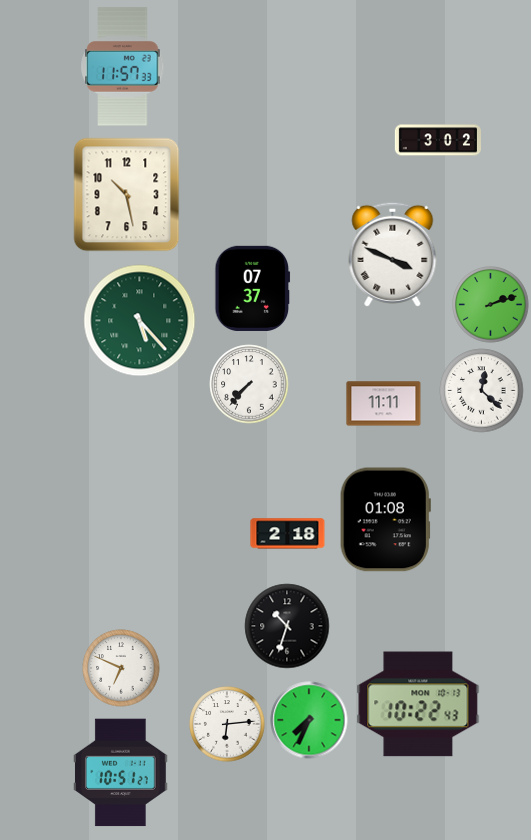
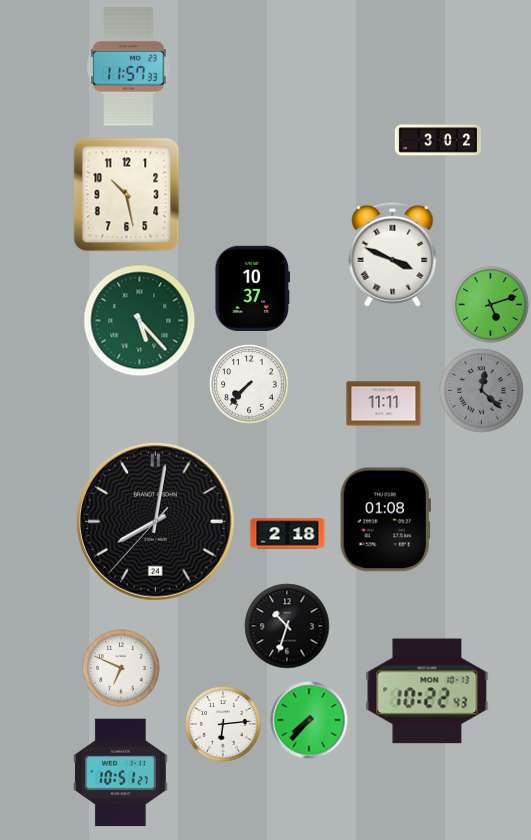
clock at (123, 67) position: (123, 67) -> (129, 67)
clock at (253, 288): 07:37 -> 10:37
clock at (491, 305): 2:12 -> 5:12
clock at (482, 391) dial: white -> grey
clock at (155, 521): none -> 8:01
clock at (418, 704) position: (418, 704) -> (427, 691)
clock at (309, 720): 7:34 -> 7:37
clock at (227, 724) position: (227, 724) -> (223, 724)
